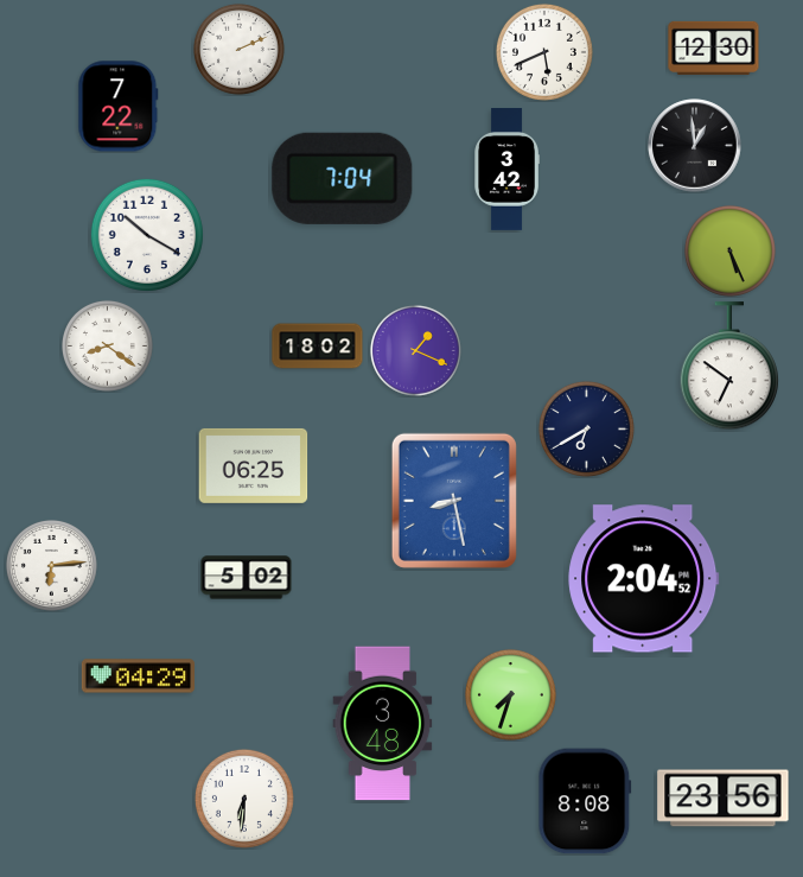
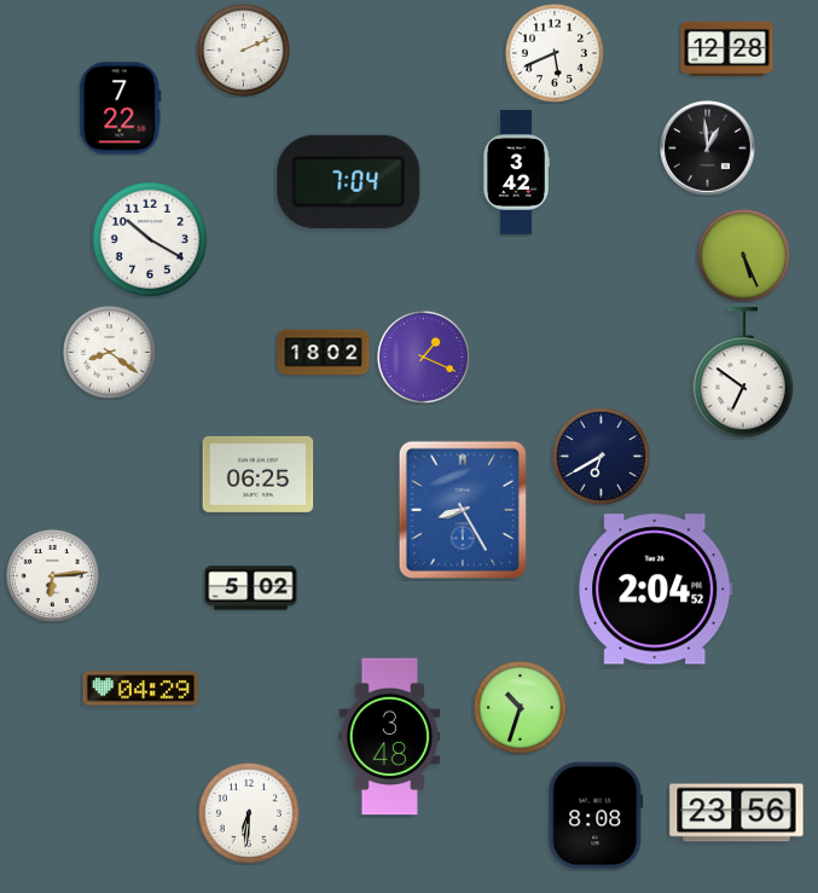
clock at (714, 47): 12:30 -> 12:28
clock at (586, 428) position: (586, 428) -> (601, 456)
clock at (454, 501): 8:28 -> 8:25
clock at (510, 694): 7:33 -> 10:33
